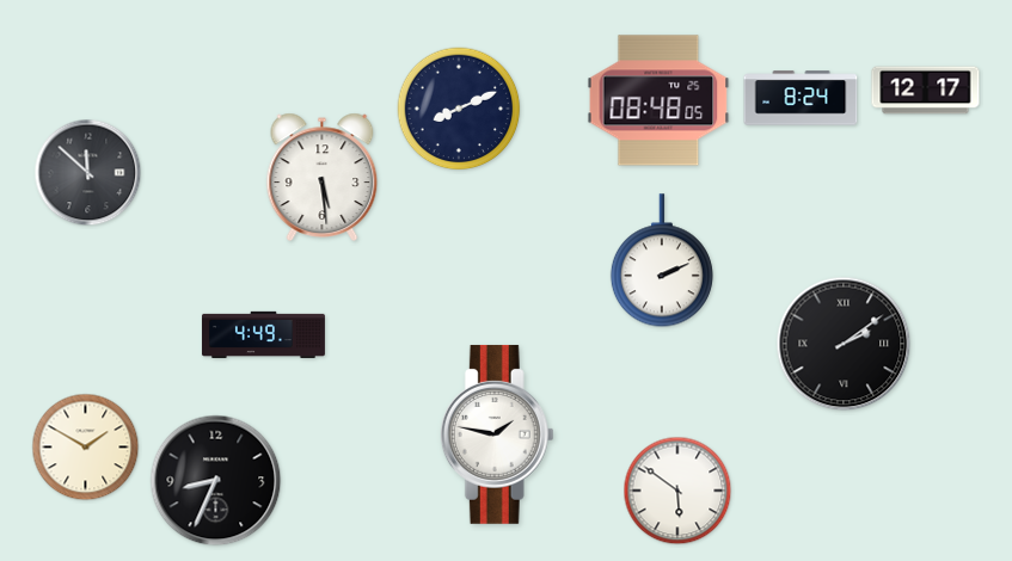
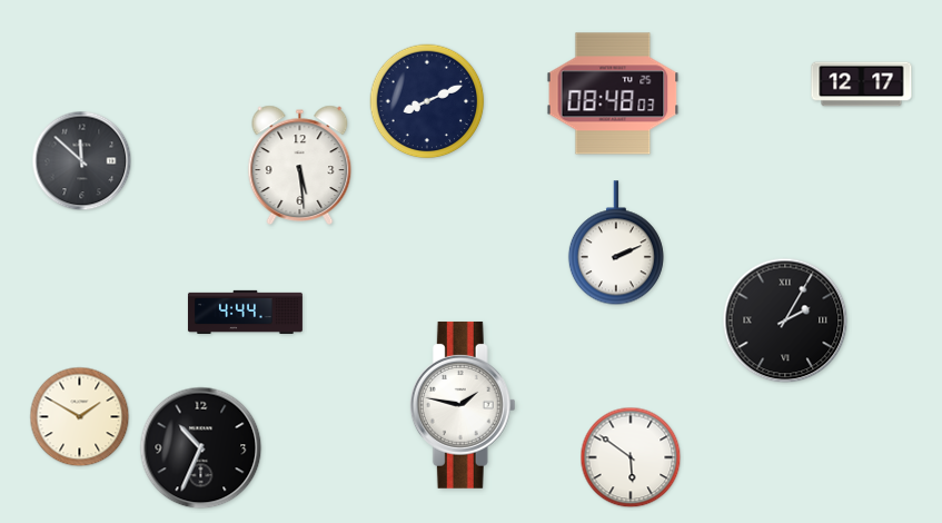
clock at (801, 98): 8:24 -> none
clock at (658, 100): 08:48:05 -> 08:48:03
clock at (263, 334): 4:49 -> 4:44
clock at (844, 344): 2:09 -> 2:05
clock at (216, 481): 8:34 -> 10:34
